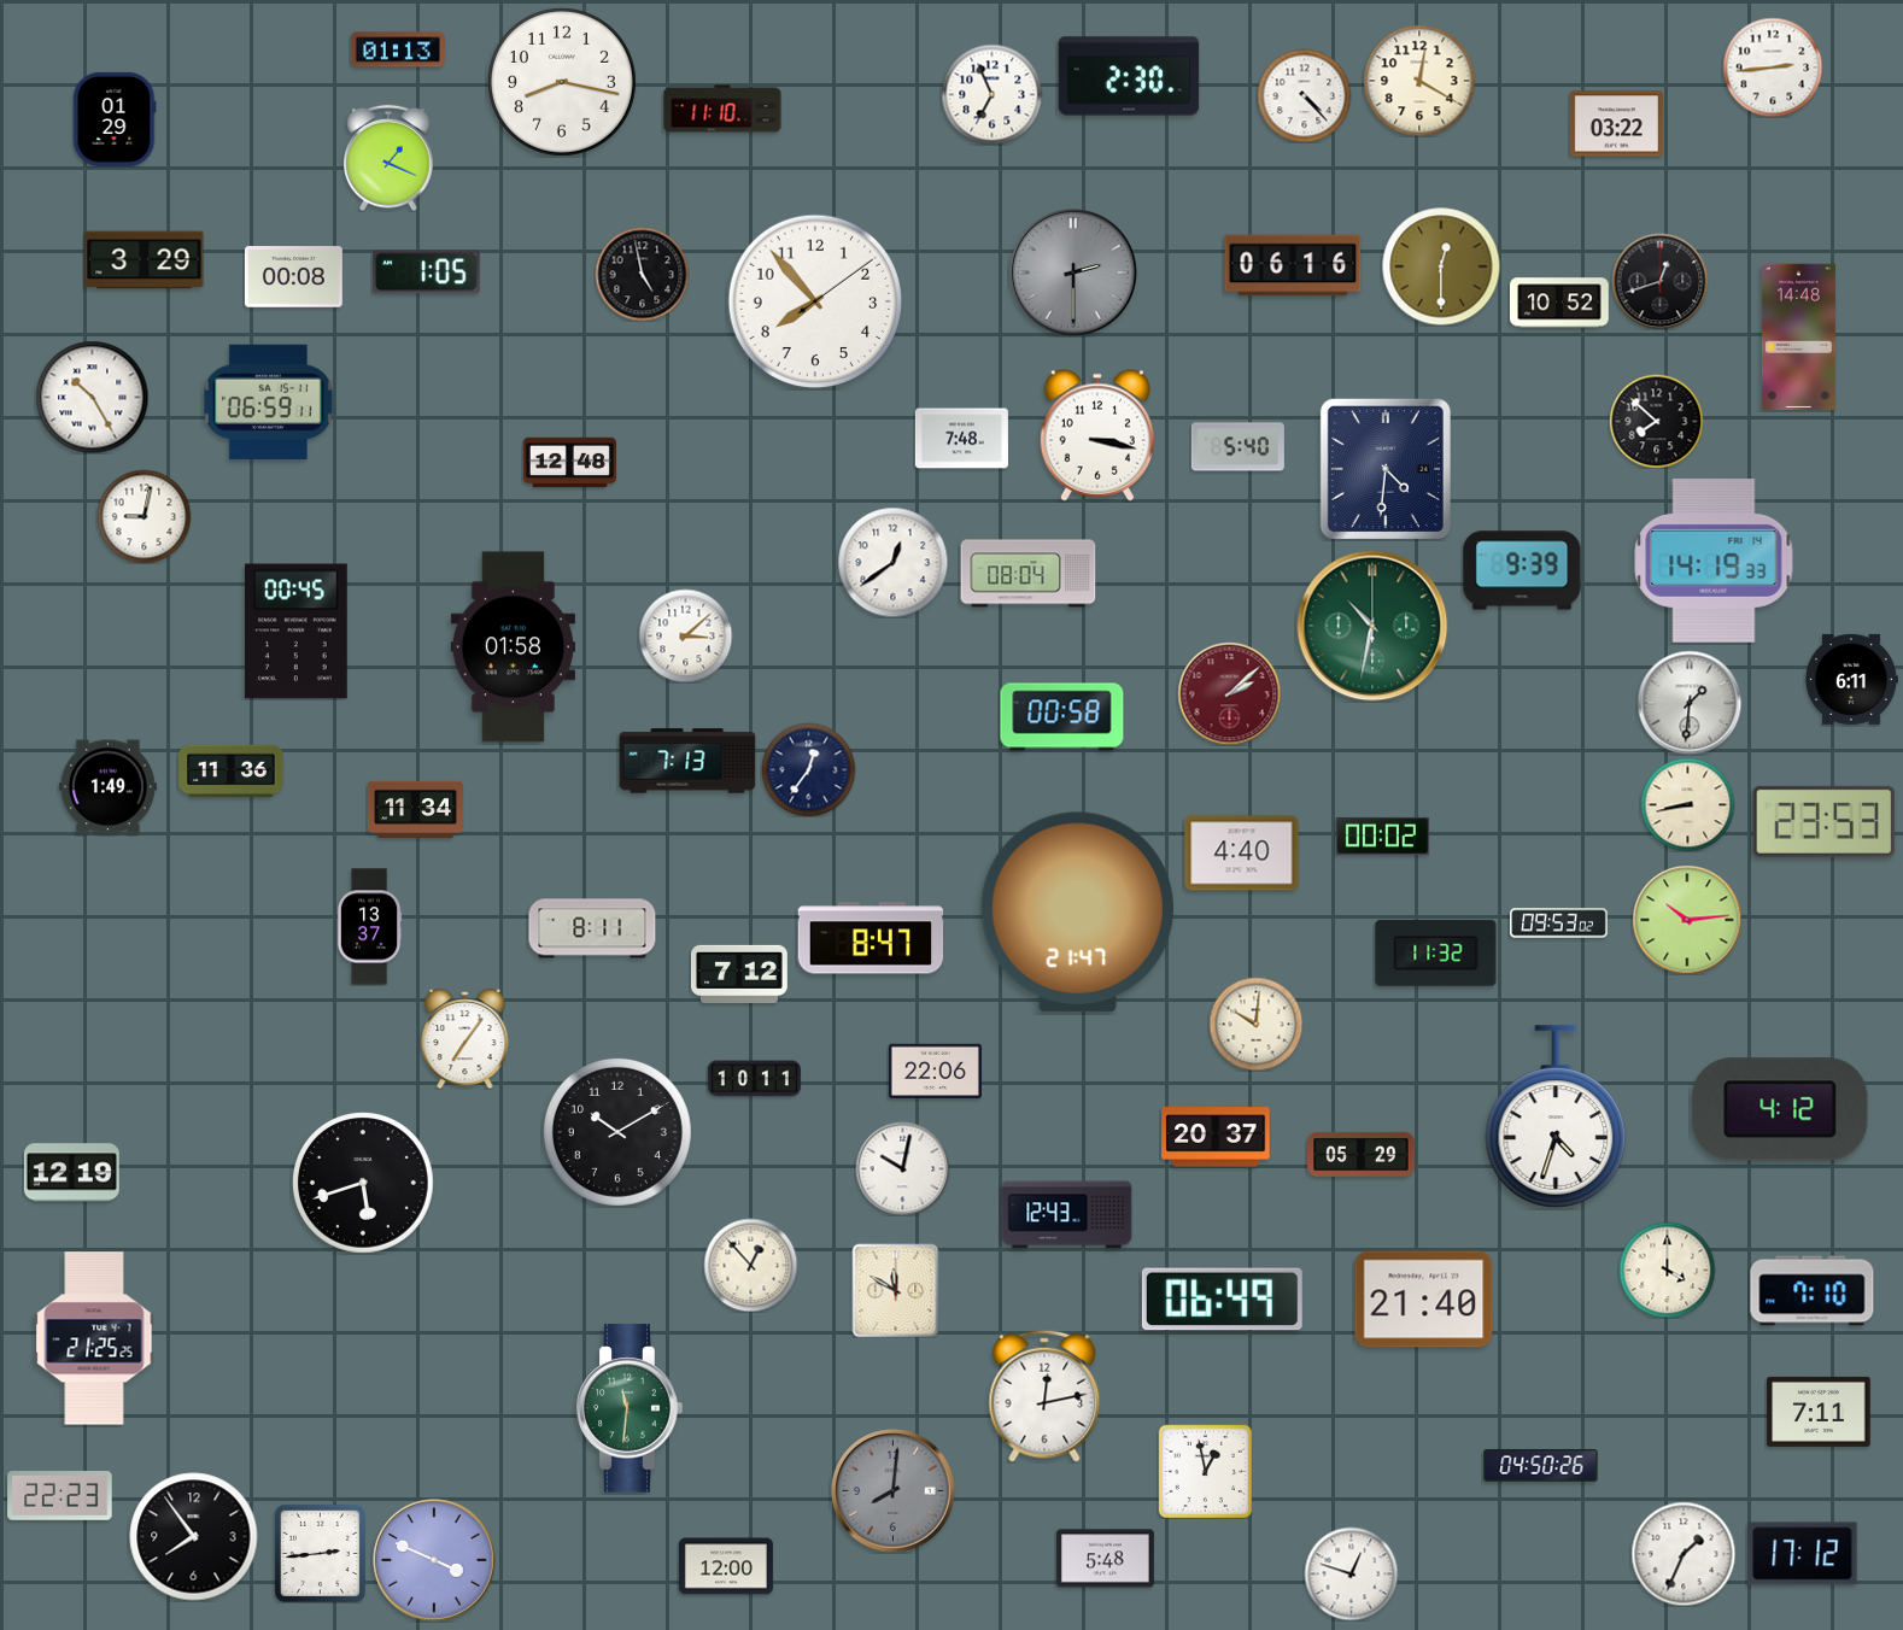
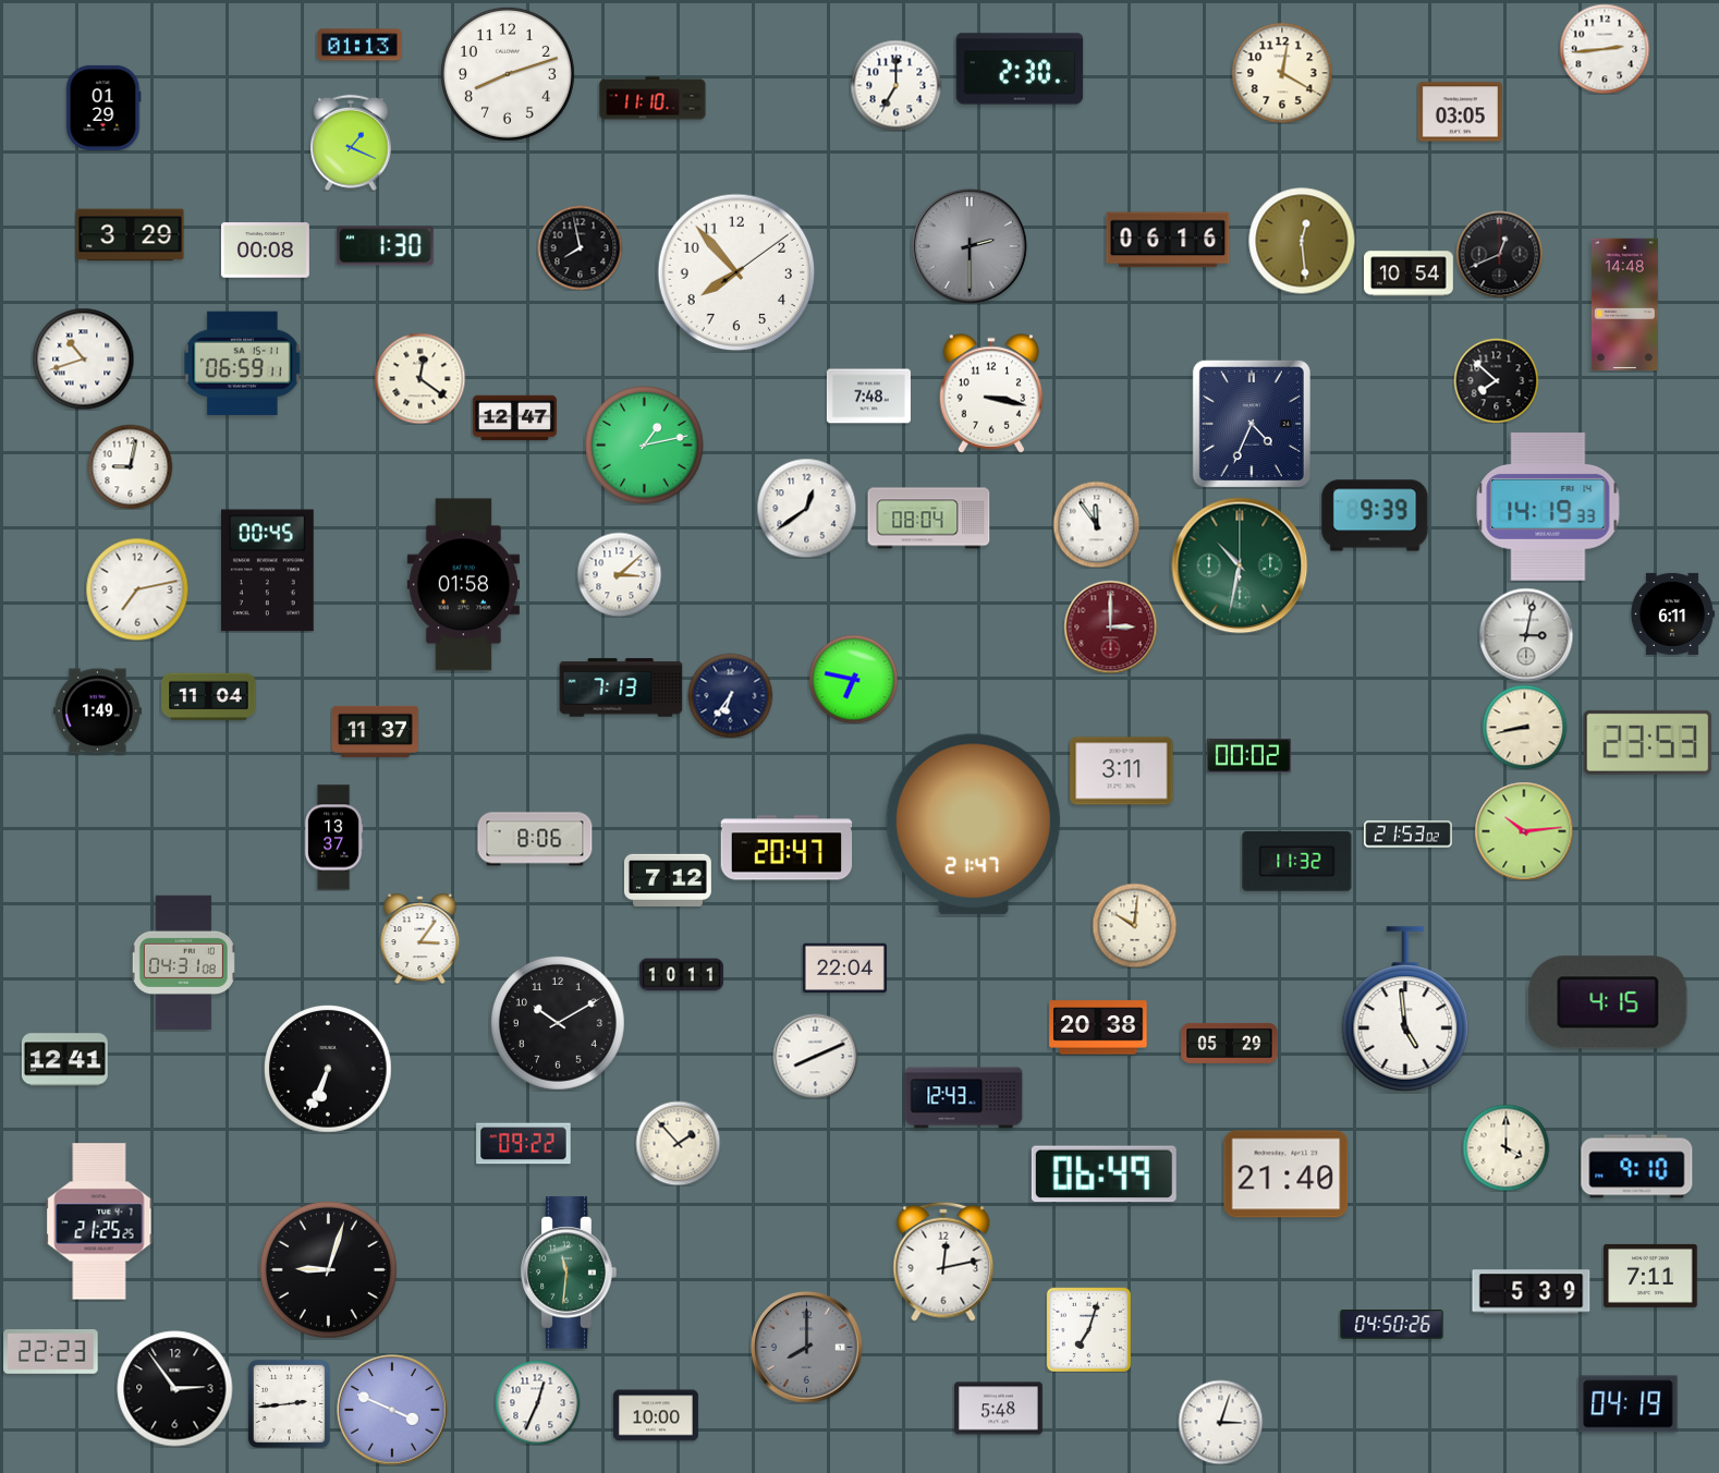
clock at (1773, 68) position: (1773, 68) -> (1605, 49)
clock at (562, 82): 8:17 -> 8:12
clock at (991, 94): 6:56 -> 7:00
clock at (1304, 95): 4:23 -> none
clock at (1616, 124): 03:22 -> 03:05
clock at (1441, 266): 12:30 -> 12:29
clock at (427, 272): 1:05 -> 1:30
clock at (642, 274): 4:58 -> 7:58
clock at (1659, 281): 12:42 -> 12:41
clock at (1561, 303): 10:52 -> 10:54
clock at (92, 397): 10:25 -> 10:42
clock at (419, 378): none -> 12:21
clock at (1237, 447): 5:40 -> none
clock at (569, 463): 12:48 -> 12:47
clock at (1386, 469): 4:31 -> 4:34
clock at (645, 446): none -> 1:13
clock at (1096, 524): none -> 11:54
clock at (137, 589): none -> 7:13
clock at (1229, 693): 2:08 -> 3:00
clock at (1690, 703): 1:31 -> 3:02
clock at (1062, 717): 00:58 -> none
clock at (853, 679): none -> 6:47
clock at (808, 769): 12:36 -> 6:36
clock at (232, 772): 11:36 -> 11:04
clock at (415, 809): 11:34 -> 11:37
clock at (1242, 854): 4:40 -> 3:11
clock at (1559, 924): 09:53 -> 21:53
clock at (592, 928): 8:11 -> 8:06
clock at (871, 938): 8:47 -> 20:47
clock at (465, 1038): 7:06 -> 3:06
clock at (183, 962): none -> 04:31
clock at (935, 1072): 22:06 -> 22:04
clock at (1780, 1109): 4:12 -> 4:15
clock at (1556, 1116): 4:33 -> 4:59
clock at (1216, 1137): 20:37 -> 20:38
clock at (902, 1168): 10:02 -> 8:11
clock at (71, 1173): 12:19 -> 12:41
clock at (364, 1184): 5:42 -> 6:34
clock at (750, 1265): 12:53 -> 1:53
clock at (524, 1144): none -> 09:22
clock at (896, 1290): 11:50 -> none
clock at (1813, 1291): 7:10 -> 9:10
clock at (94, 1338) position: (94, 1338) -> (99, 1221)
clock at (328, 1269): none -> 9:03
clock at (1819, 1412) position: (1819, 1412) -> (1650, 1276)
clock at (1532, 1292): none -> 5:39
clock at (1205, 1471): 12:58 -> 7:03
clock at (894, 1491): 8:01 -> 8:00
clock at (60, 1496) position: (60, 1496) -> (51, 1352)
clock at (194, 1537): 7:54 -> 2:54
clock at (537, 1402): none -> 12:34
clock at (1684, 1554): 1:34 -> none
clock at (1803, 1554): 17:12 -> 04:19
clock at (726, 1566): 12:00 -> 10:00
clock at (1351, 1573): 12:48 -> 3:03
